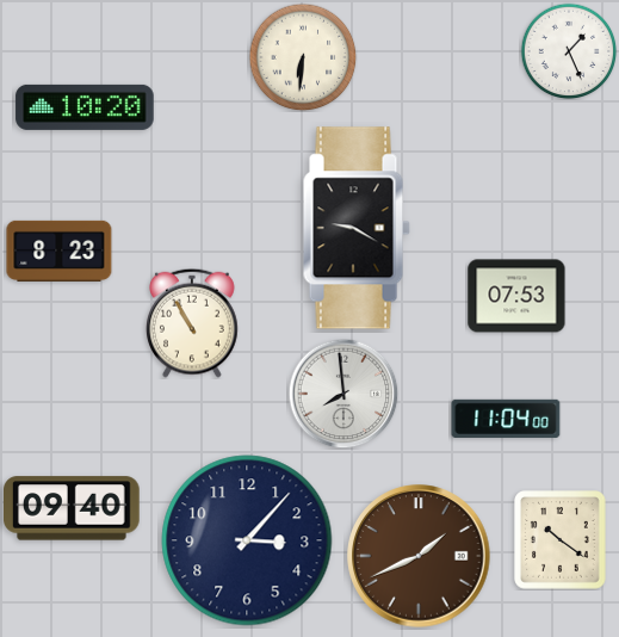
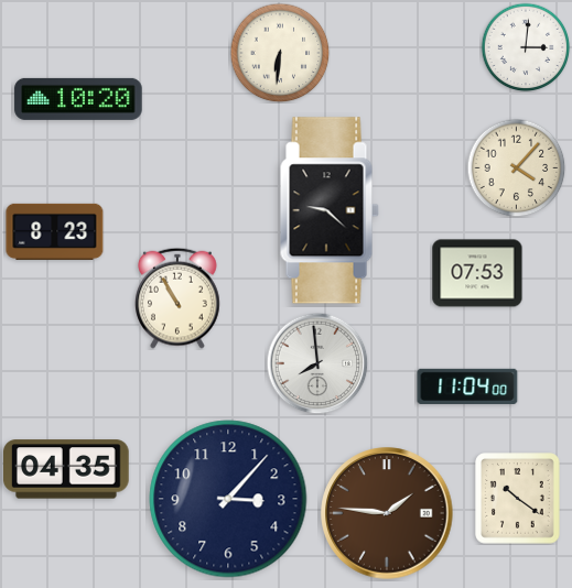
clock at (569, 51): 1:26 -> 3:01
clock at (516, 167): none -> 4:07
clock at (357, 228): 9:20 -> 9:22
clock at (73, 508): 09:40 -> 04:35
clock at (419, 556): 1:41 -> 1:46
